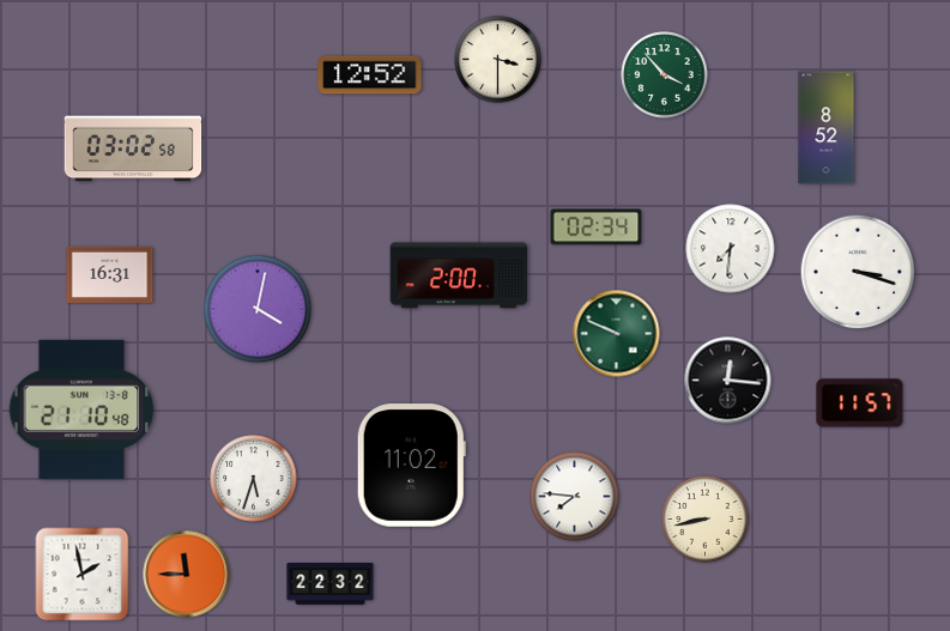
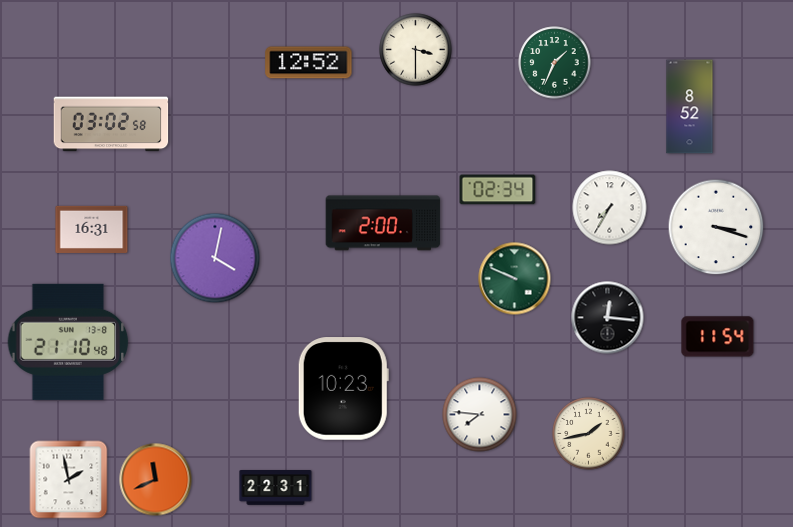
clock at (665, 75): 3:53 -> 1:34
clock at (731, 249): 7:31 -> 7:35
clock at (459, 275) position: (459, 275) -> (383, 223)
clock at (860, 404): 11:57 -> 11:54
clock at (411, 466): 11:02 -> 10:23
clock at (254, 479): 5:33 -> none
clock at (706, 520): 8:43 -> 1:43
clock at (187, 575): 11:45 -> 11:41
clock at (331, 584): 22:32 -> 22:31
